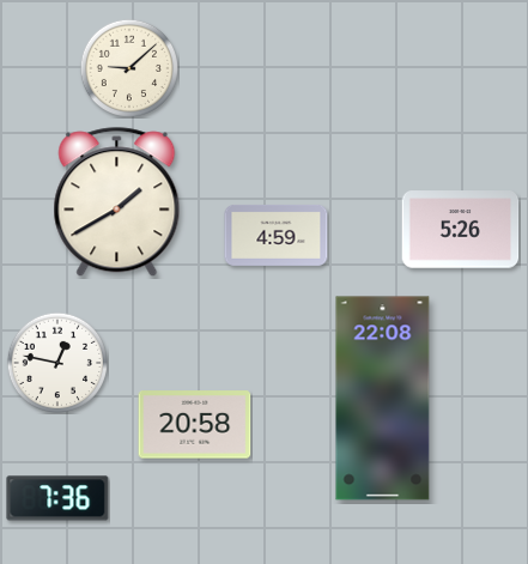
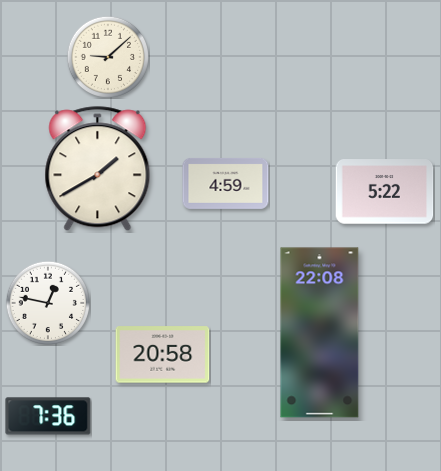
clock at (461, 230): 5:26 -> 5:22
clock at (277, 235) position: (277, 235) -> (226, 183)
